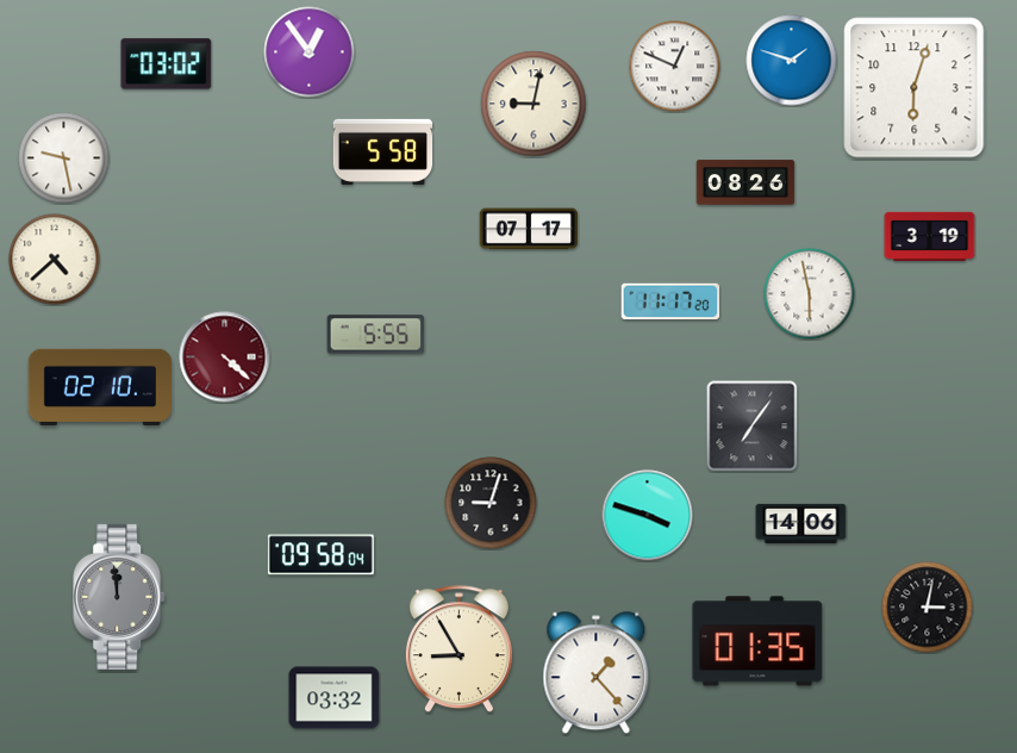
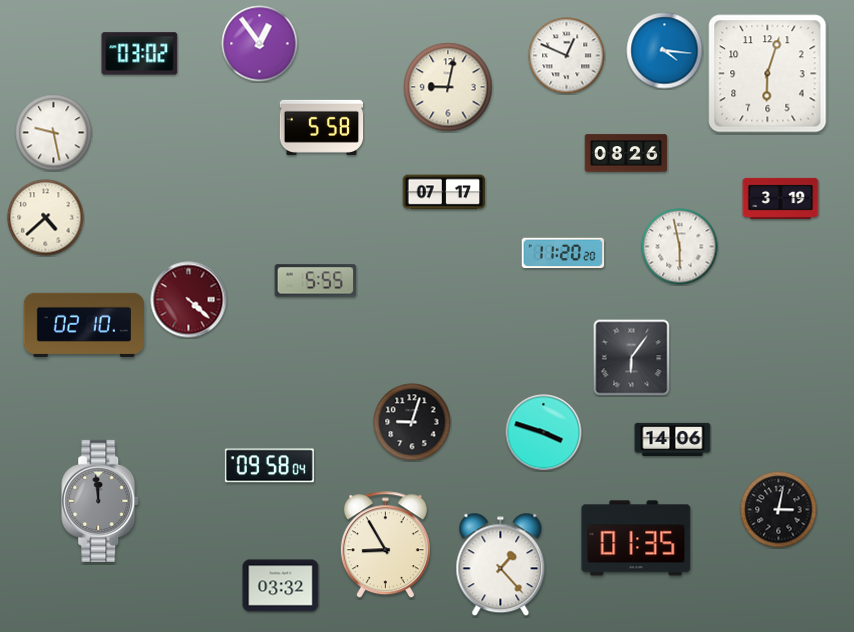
clock at (792, 61): 1:48 -> 4:16
clock at (670, 301): 11:17 -> 11:20
clock at (753, 427): 7:06 -> 6:06
